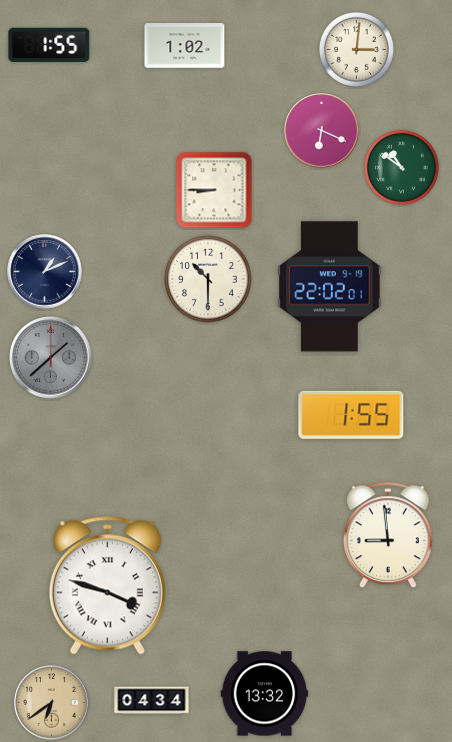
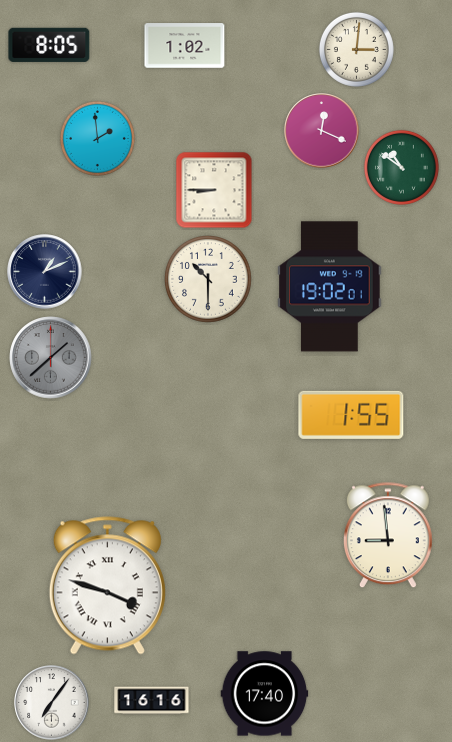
clock at (49, 45): 1:55 -> 8:05
clock at (322, 131): 6:19 -> 12:19
clock at (97, 138): none -> 1:59
clock at (330, 287): 22:02 -> 19:02
clock at (265, 694): 13:32 -> 17:40
clock at (152, 701): 04:34 -> 16:16
clock at (52, 703): 6:39 -> 7:06
clock at (52, 703) dial: champagne -> white
